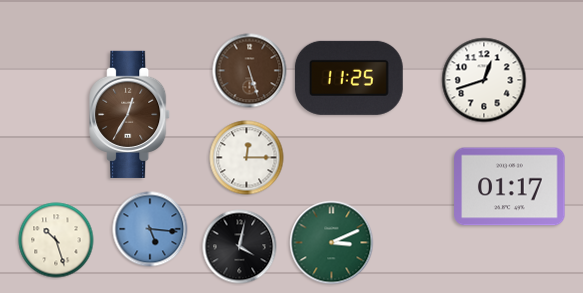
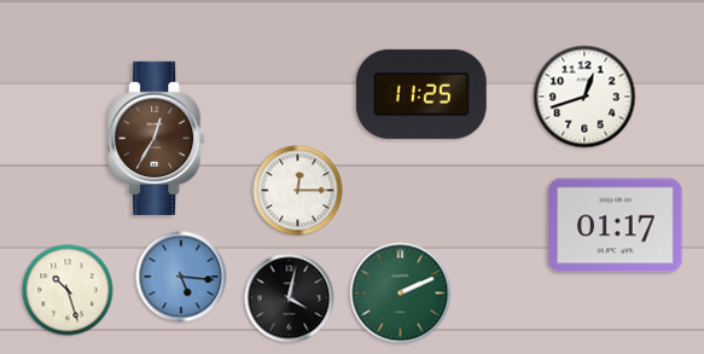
clock at (250, 71): 5:27 -> none
clock at (332, 243): 3:11 -> 2:11
